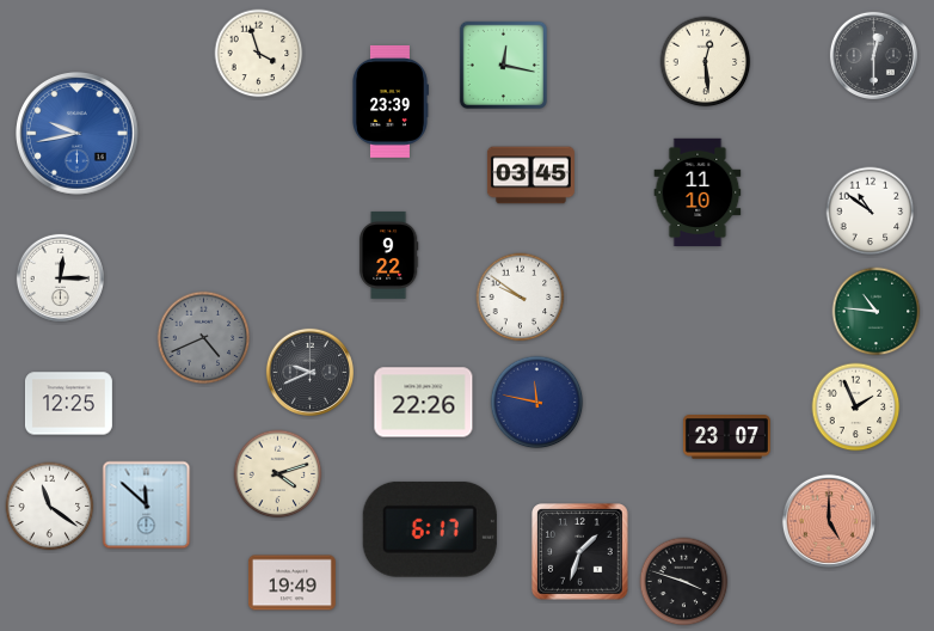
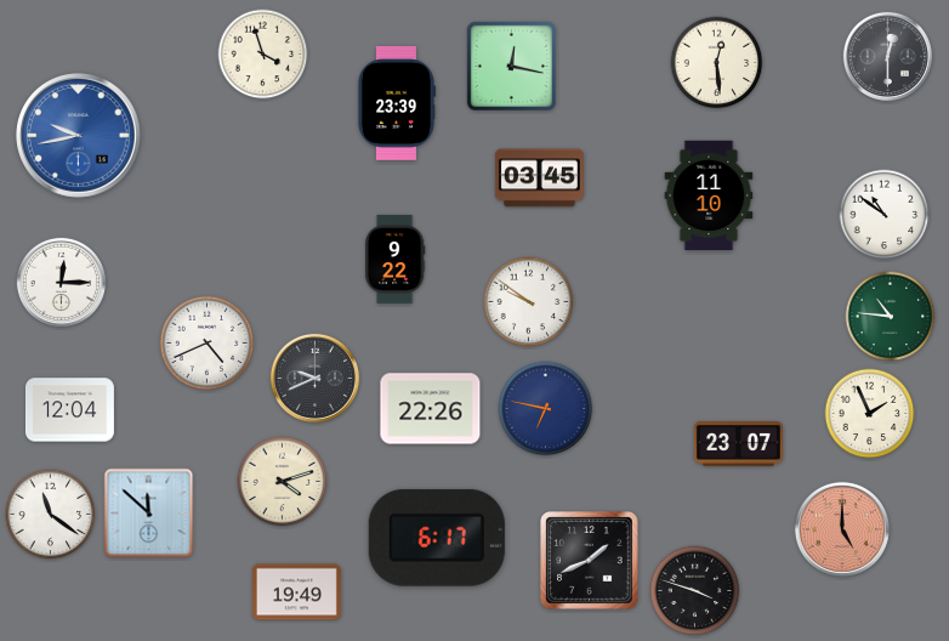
clock at (204, 338) dial: grey -> white
clock at (537, 403): 11:47 -> 6:47
clock at (68, 404): 12:25 -> 12:04
clock at (580, 552): 1:33 -> 1:41
